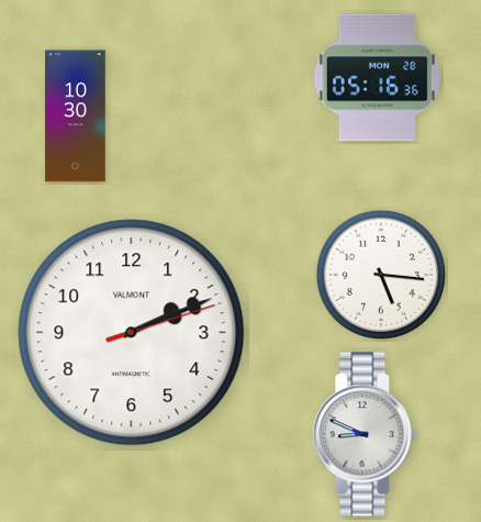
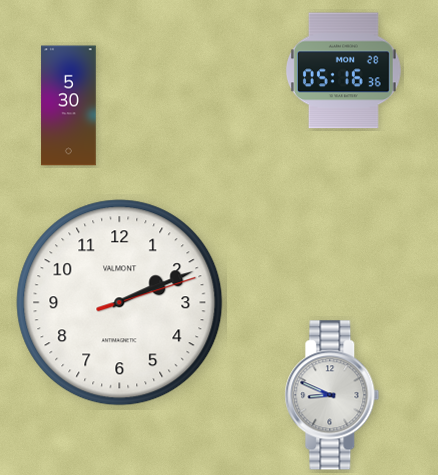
clock at (76, 116): 10:30 -> 5:30
clock at (381, 275): 5:16 -> none
